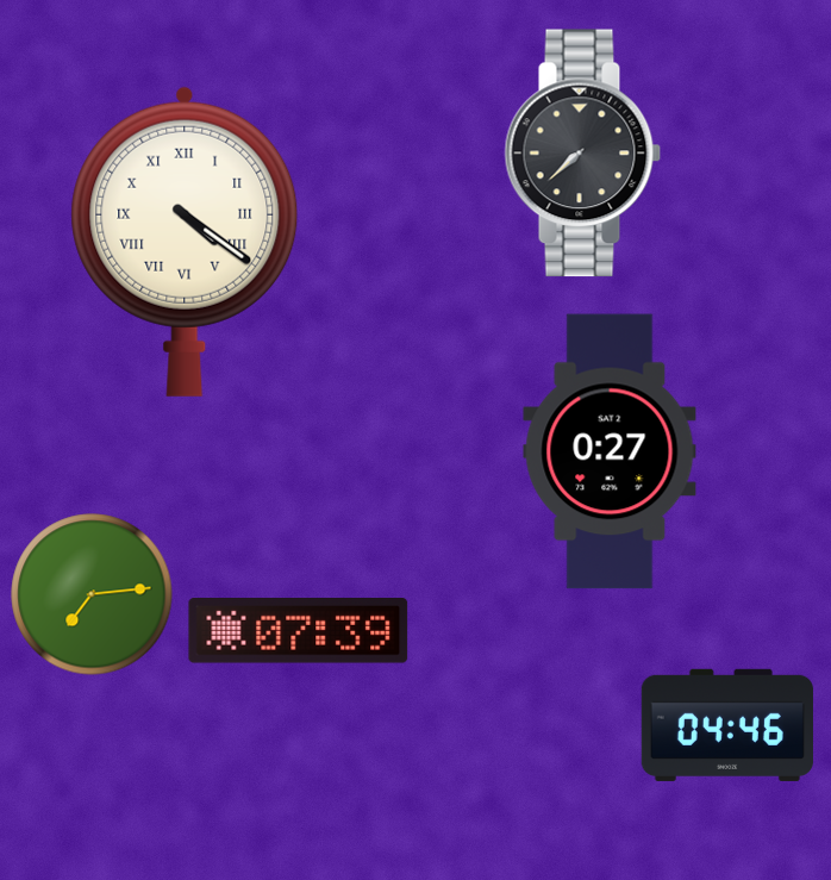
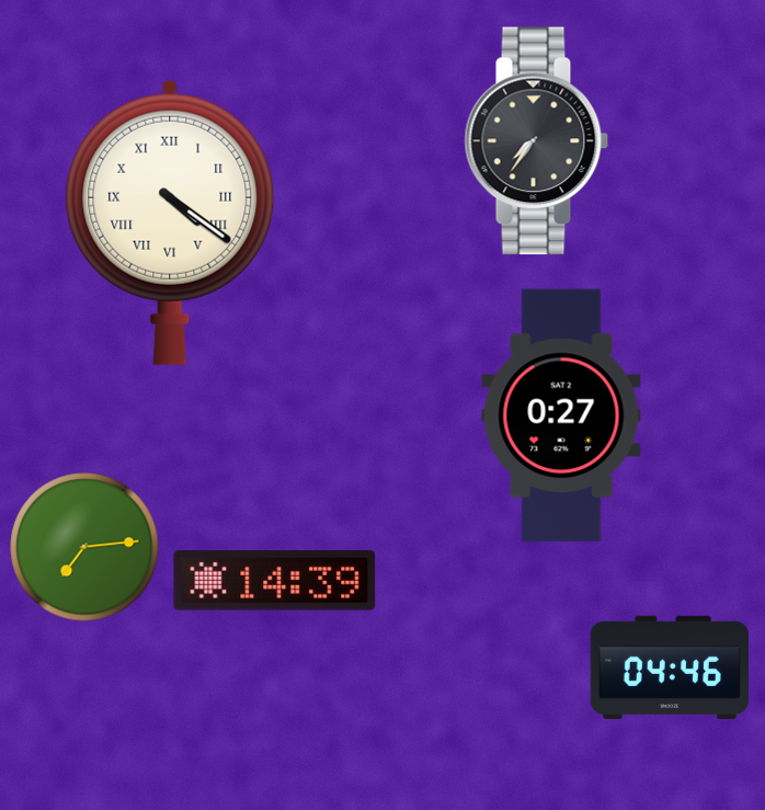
clock at (583, 154): 7:38 -> 7:36
clock at (299, 631): 07:39 -> 14:39
